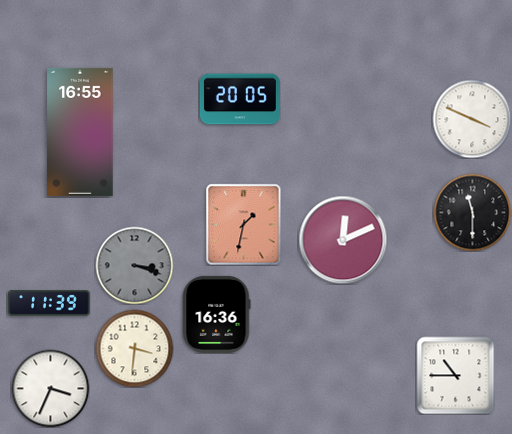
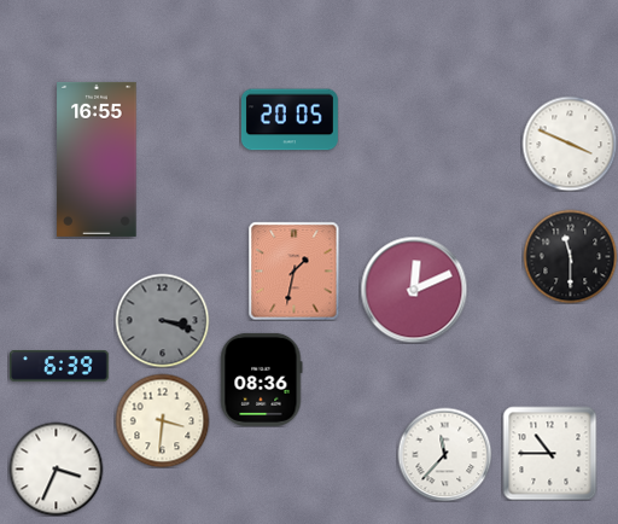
clock at (50, 303): 11:39 -> 6:39
clock at (216, 314): 16:36 -> 08:36
clock at (444, 454): none -> 11:37
clock at (50, 388) position: (50, 388) -> (56, 468)
